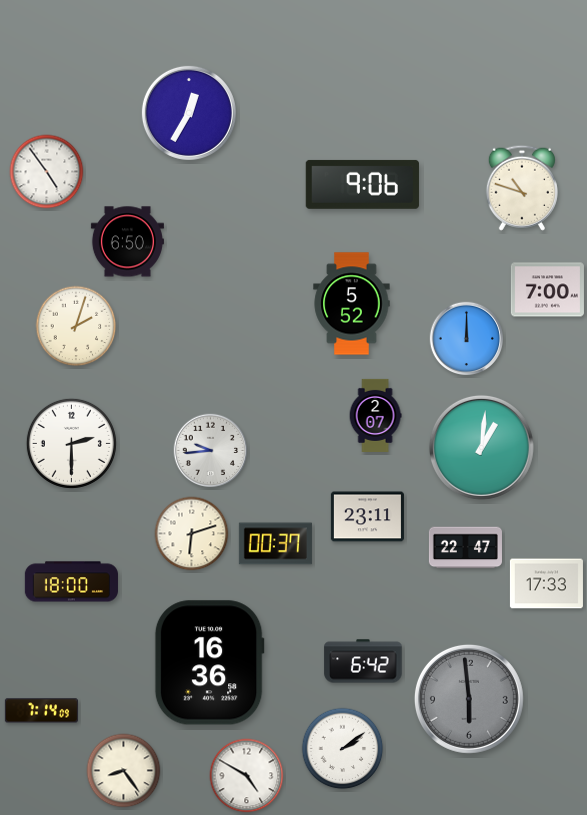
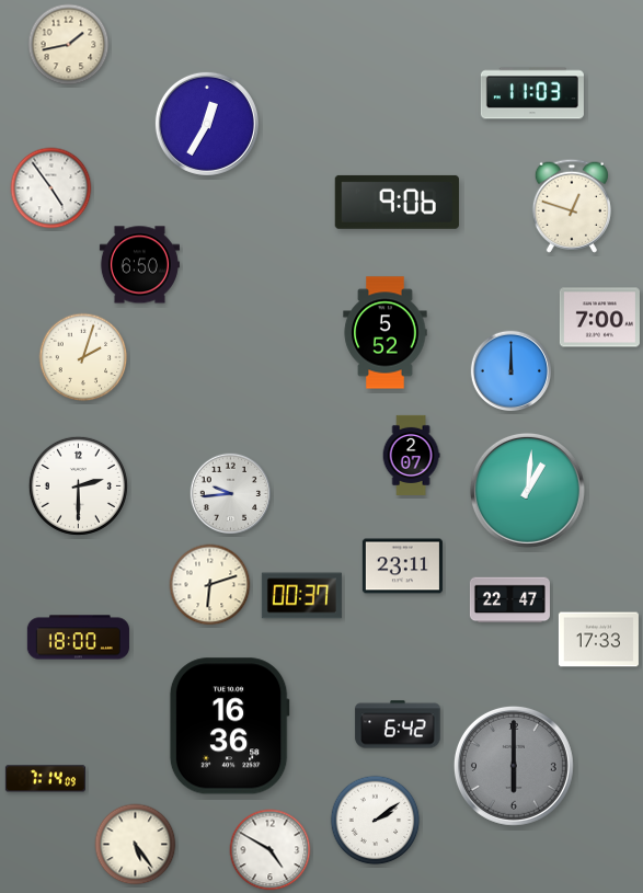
clock at (69, 45): none -> 1:43
clock at (532, 93): none -> 11:03
clock at (522, 188): 10:48 -> 12:48
clock at (469, 699): 5:59 -> 6:00
clock at (124, 771): 8:24 -> 5:24
